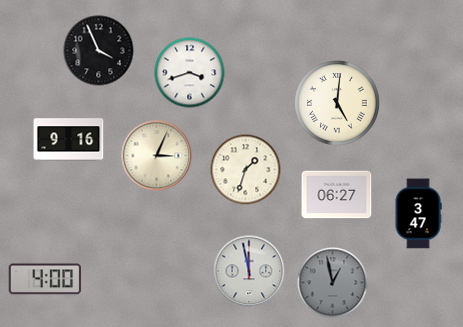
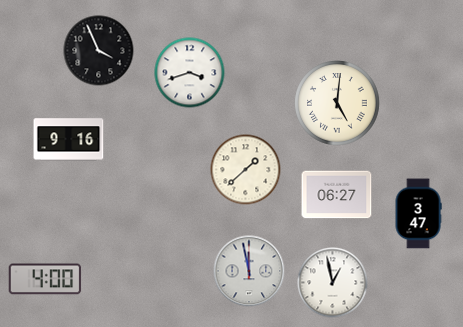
clock at (157, 156): 3:04 -> none
clock at (246, 170): 1:33 -> 1:38
clock at (333, 283) dial: grey -> white
